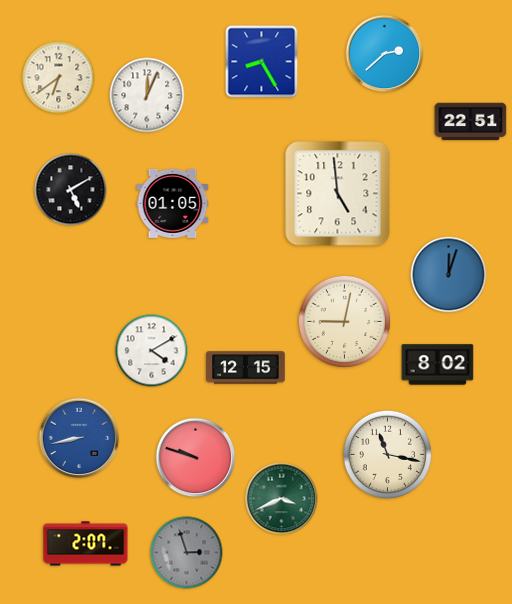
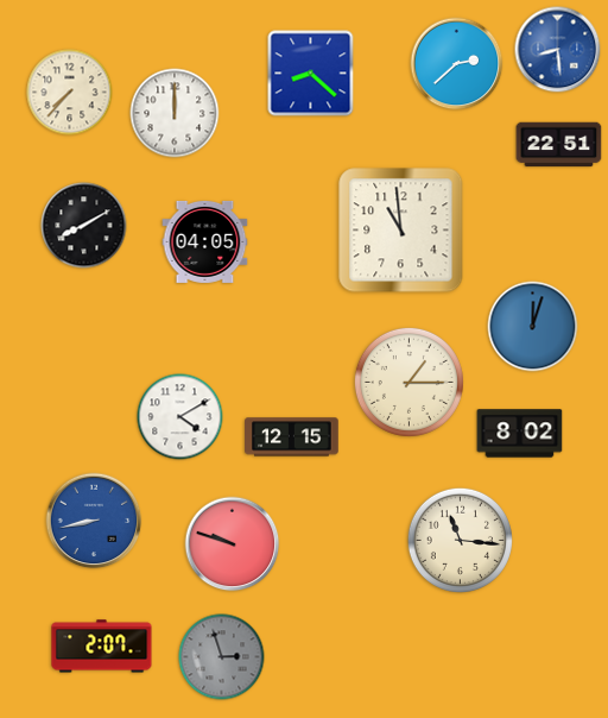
clock at (558, 50): none -> 8:29
clock at (262, 62): 8:25 -> 8:22
clock at (59, 78): 6:39 -> 7:37
clock at (147, 95): 12:04 -> 12:00
clock at (71, 190): 5:10 -> 8:10
clock at (338, 194): 4:59 -> 10:59
clock at (173, 203): 01:05 -> 04:05
clock at (344, 321): 9:02 -> 1:15
clock at (387, 454): 11:17 -> 11:16
clock at (282, 499): 3:41 -> none
